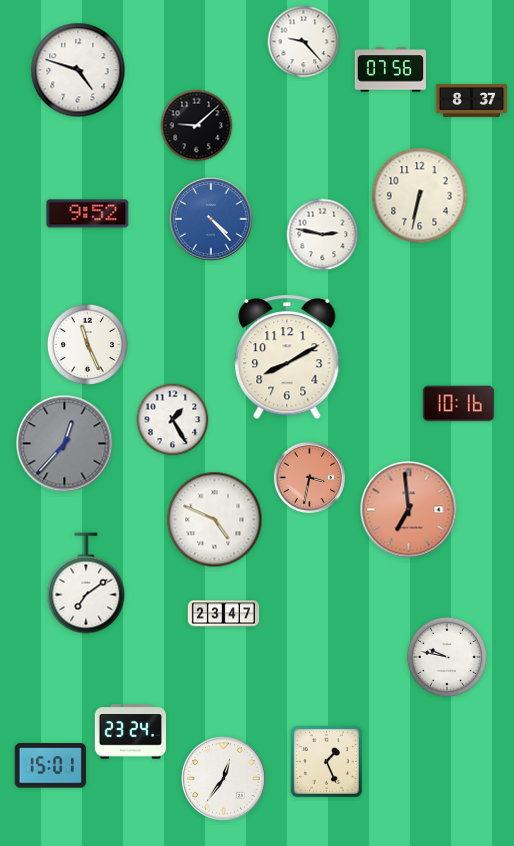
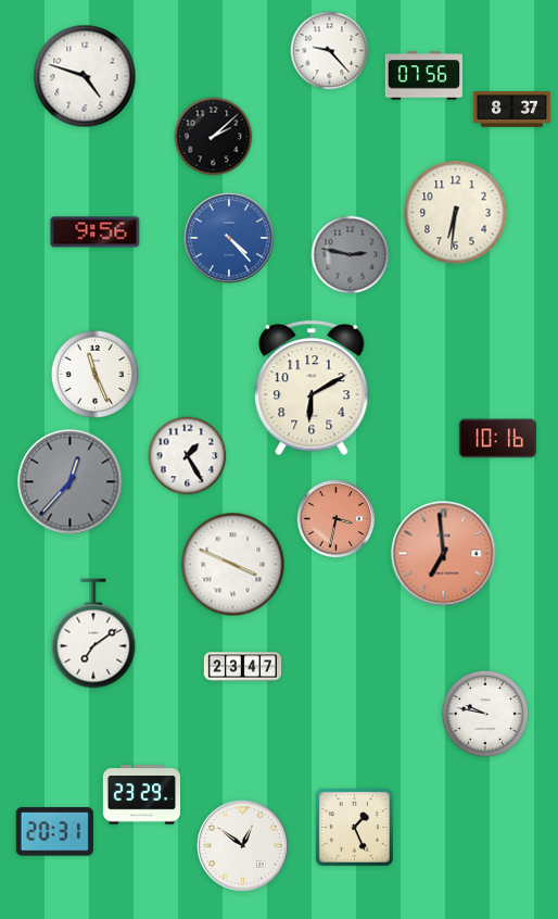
clock at (304, 42) position: (304, 42) -> (330, 51)
clock at (197, 126): 9:08 -> 2:08
clock at (420, 196): 6:32 -> 6:31
clock at (88, 214): 9:52 -> 9:56
clock at (323, 235) dial: white -> grey
clock at (287, 357): 8:10 -> 6:10
clock at (215, 520): 4:49 -> 3:49
clock at (130, 732): 23:24 -> 23:29
clock at (50, 766): 15:01 -> 20:31
clock at (224, 779): 12:36 -> 12:51
